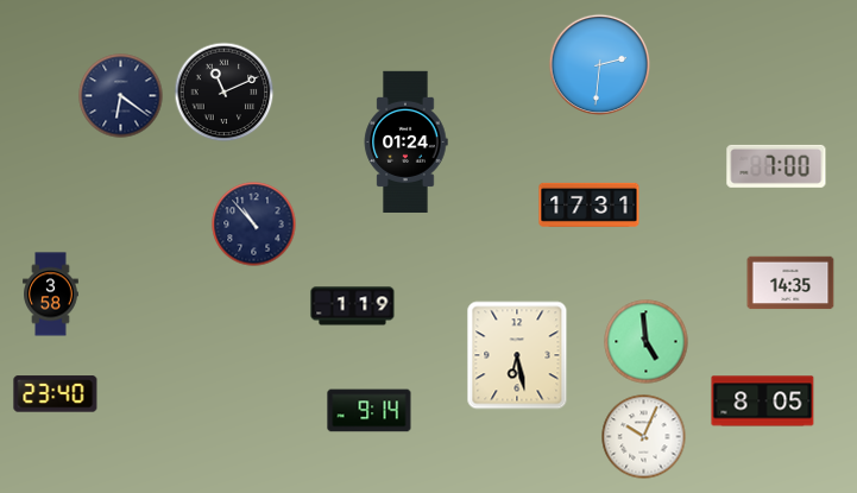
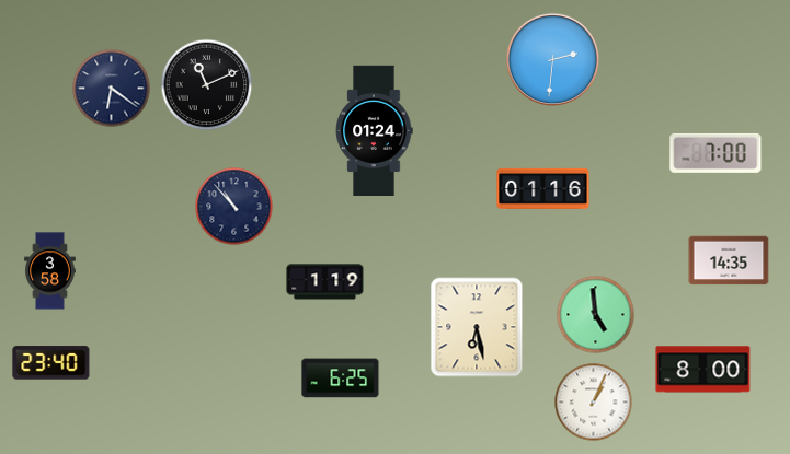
clock at (590, 204): 17:31 -> 01:16
clock at (51, 295) position: (51, 295) -> (50, 271)
clock at (763, 402): 8:05 -> 8:00
clock at (370, 411): 9:14 -> 6:25
clock at (644, 437): 10:04 -> 1:04
